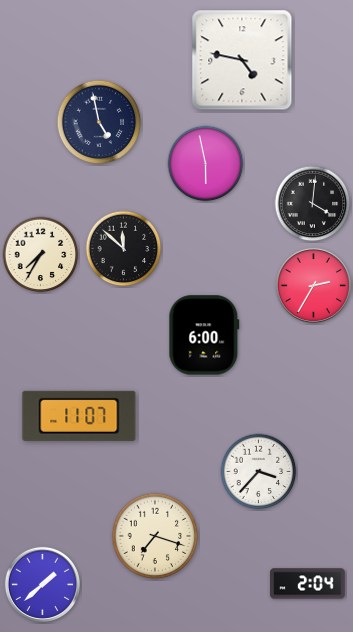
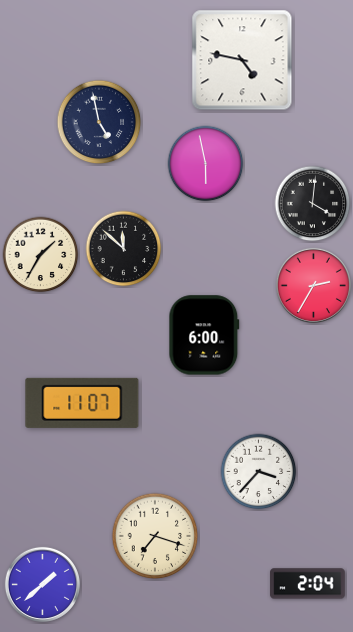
clock at (41, 255): 7:35 -> 1:35
clock at (79, 416) position: (79, 416) -> (82, 403)
